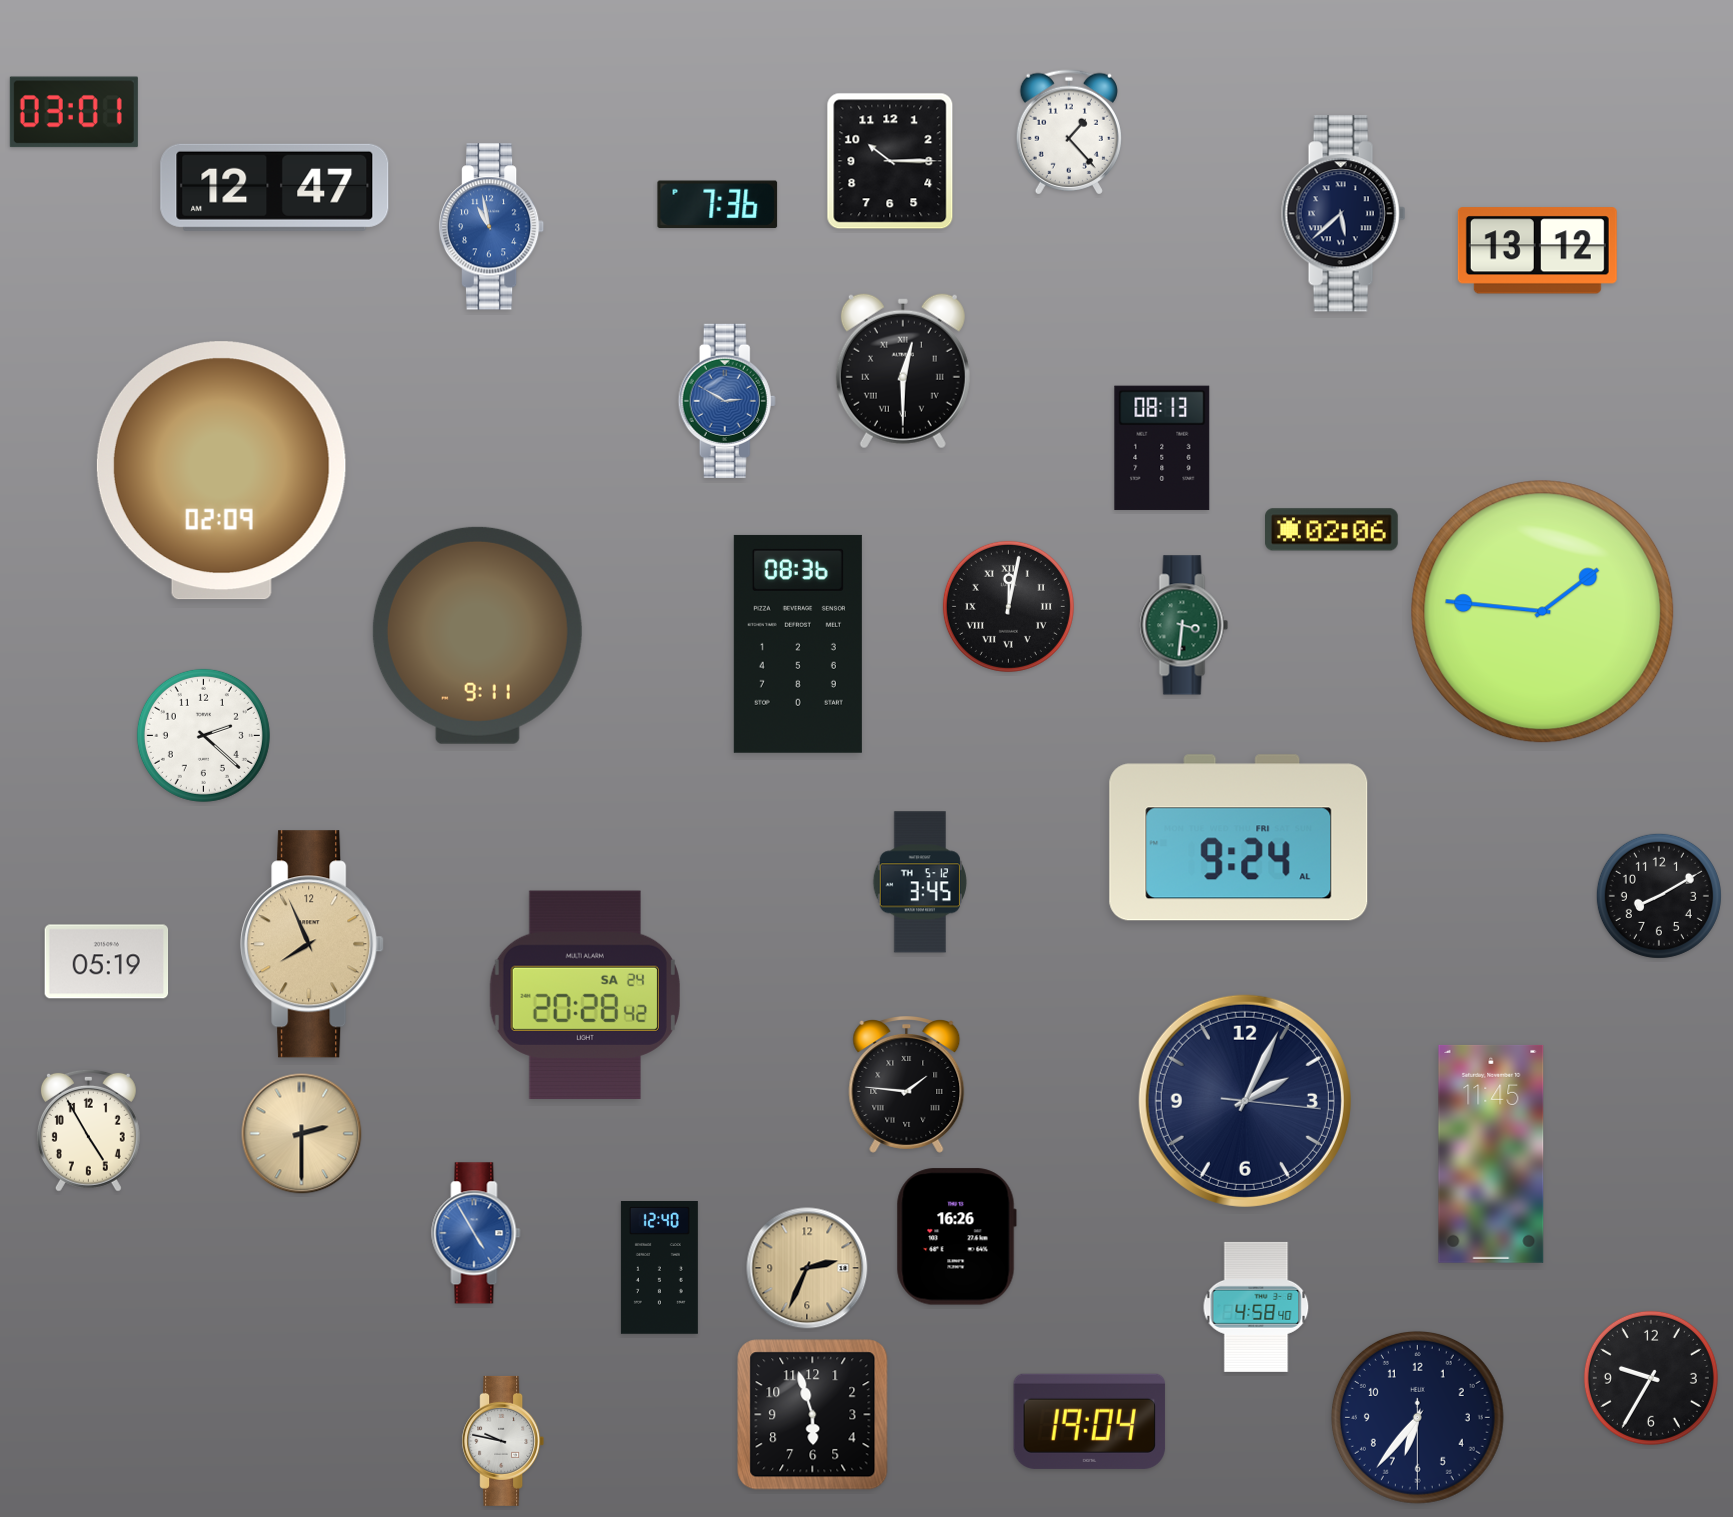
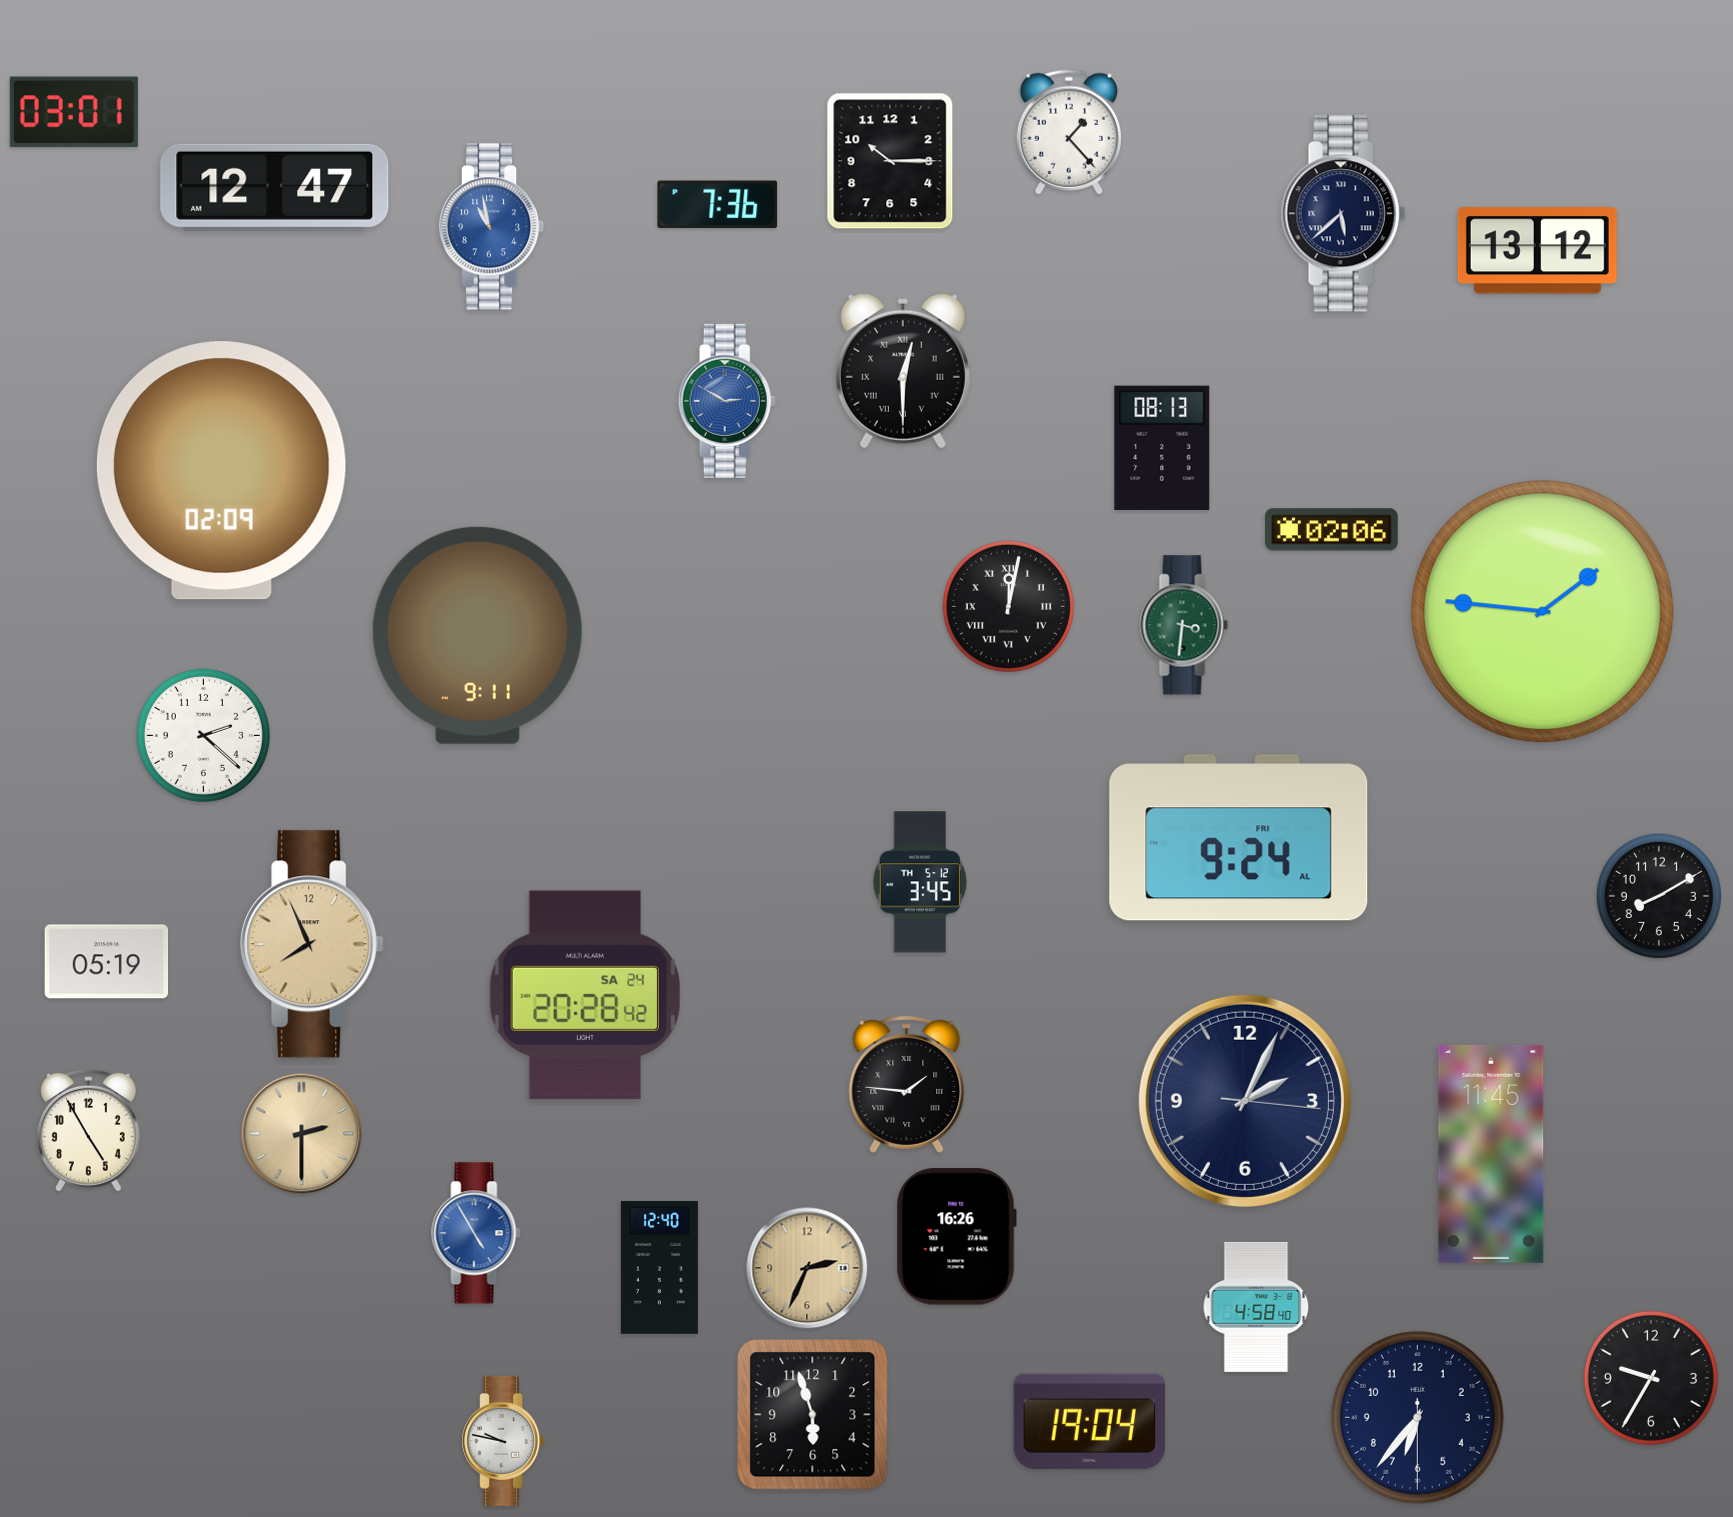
clock at (798, 644): 08:36 -> none
